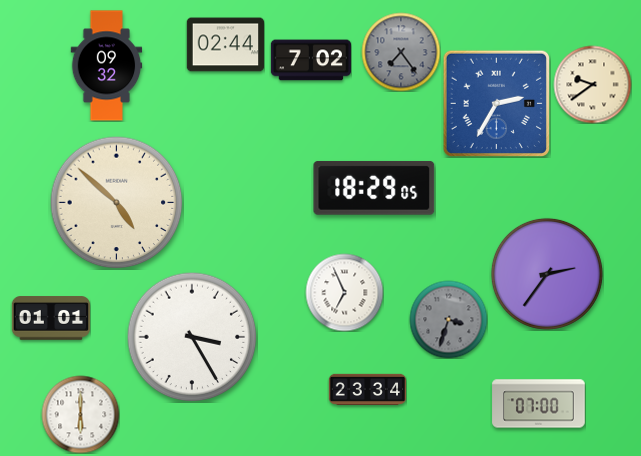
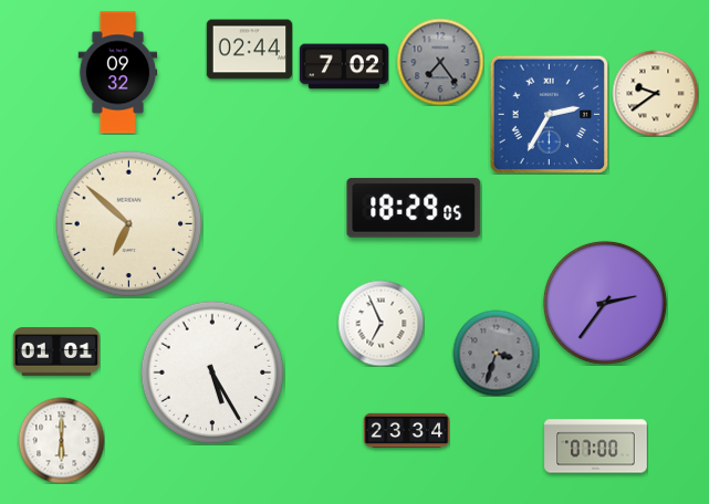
clock at (401, 52) position: (401, 52) -> (440, 62)
clock at (117, 203): 4:52 -> 6:52
clock at (192, 337): 3:25 -> 5:25
clock at (80, 414) position: (80, 414) -> (61, 440)
